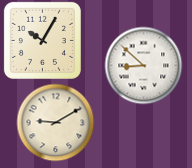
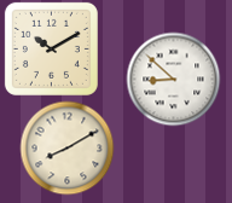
clock at (42, 40): 10:05 -> 10:10
clock at (55, 122): 9:10 -> 8:10
